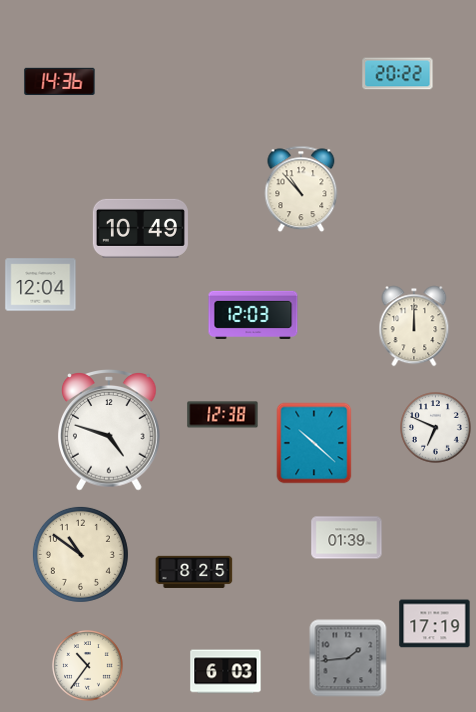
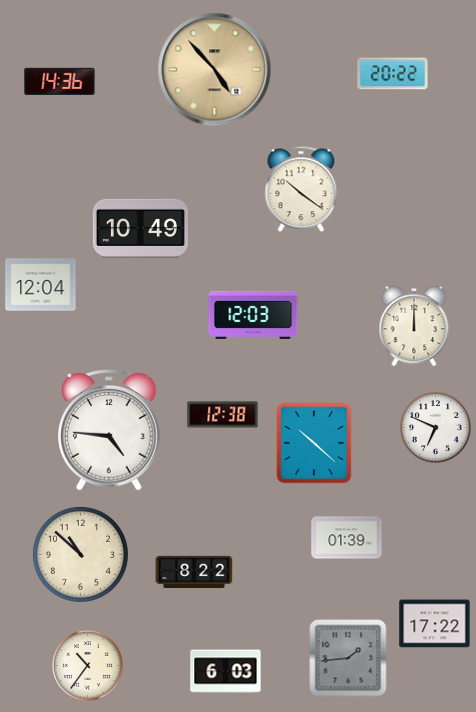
clock at (215, 70): none -> 4:53
clock at (398, 74) position: (398, 74) -> (393, 74)
clock at (301, 189): 10:53 -> 10:21
clock at (110, 431): 4:48 -> 4:46
clock at (80, 554): 10:51 -> 10:52
clock at (194, 572): 8:25 -> 8:22
clock at (435, 624): 17:19 -> 17:22
